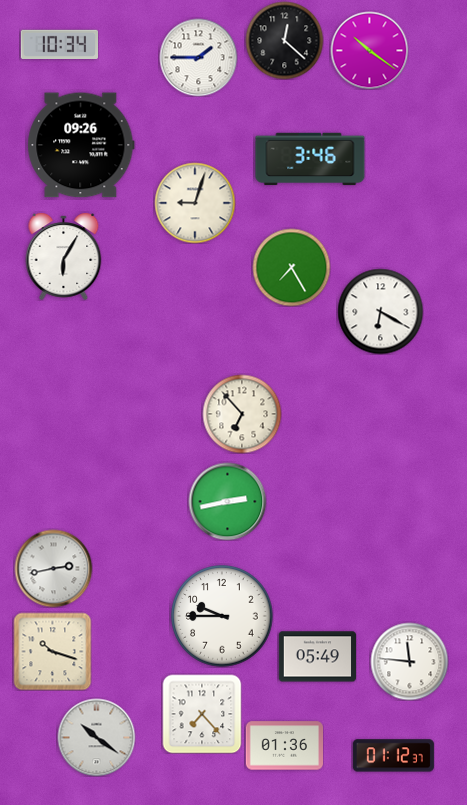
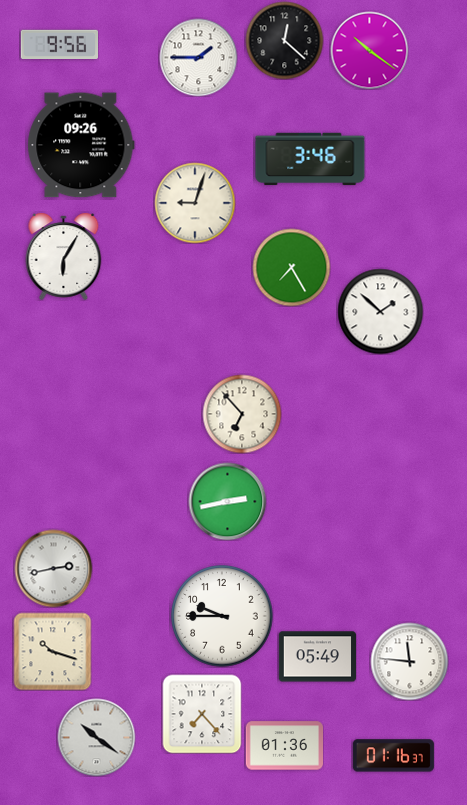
clock at (59, 44): 10:34 -> 9:56
clock at (380, 311): 6:20 -> 1:52
clock at (393, 756): 01:12 -> 01:16
